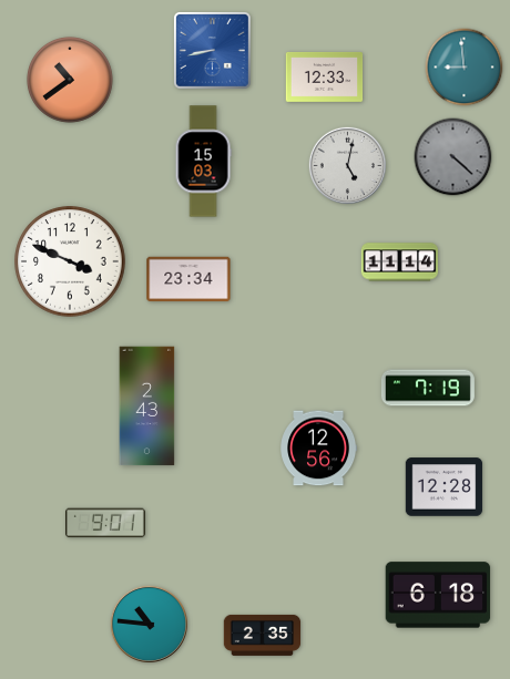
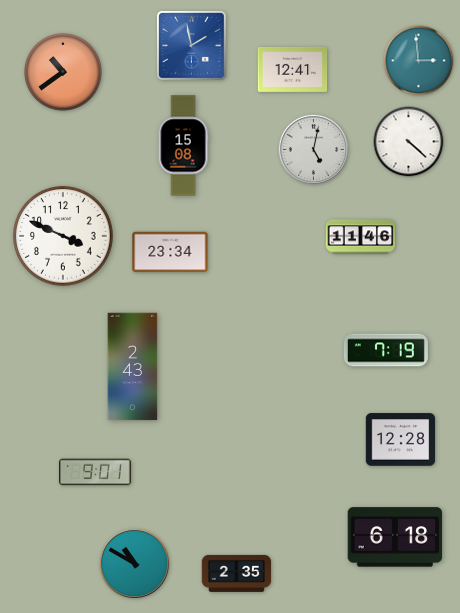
clock at (213, 51): 8:43 -> 1:58
clock at (465, 68): 8:59 -> 2:59
clock at (325, 76): 12:33 -> 12:41
clock at (453, 157) dial: grey -> white
clock at (203, 162): 15:03 -> 15:08
clock at (400, 263): 11:14 -> 11:46
clock at (319, 449): 12:56 -> none
clock at (149, 624): 10:46 -> 10:50
